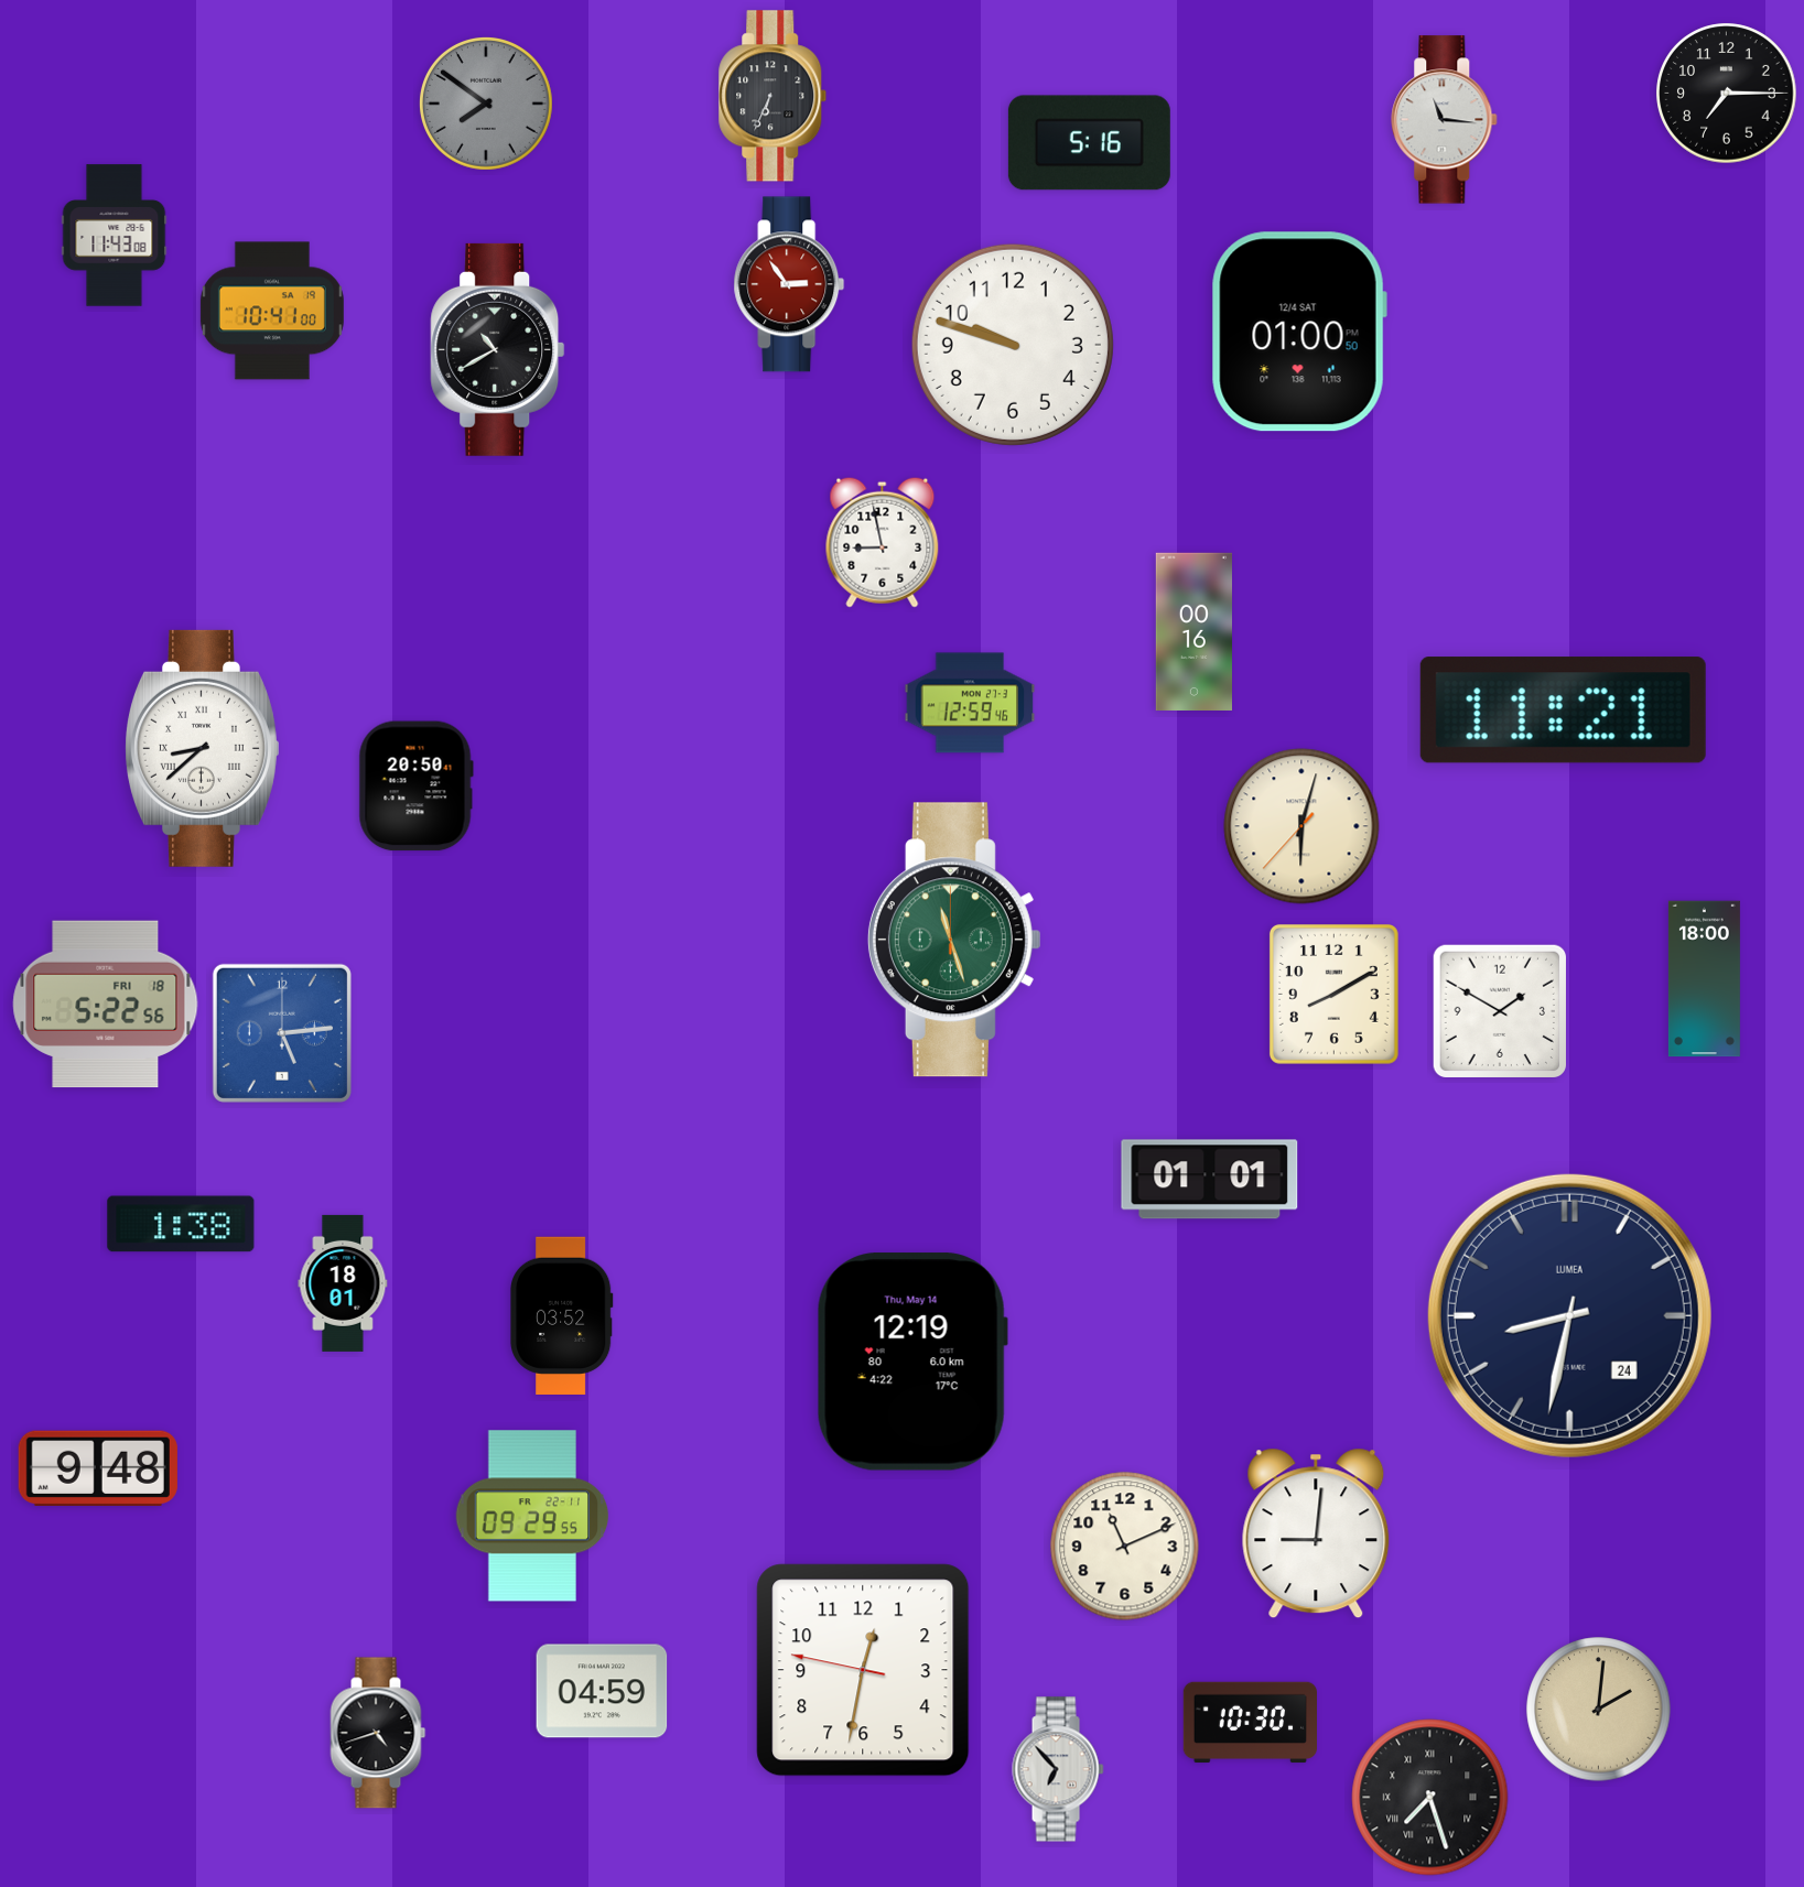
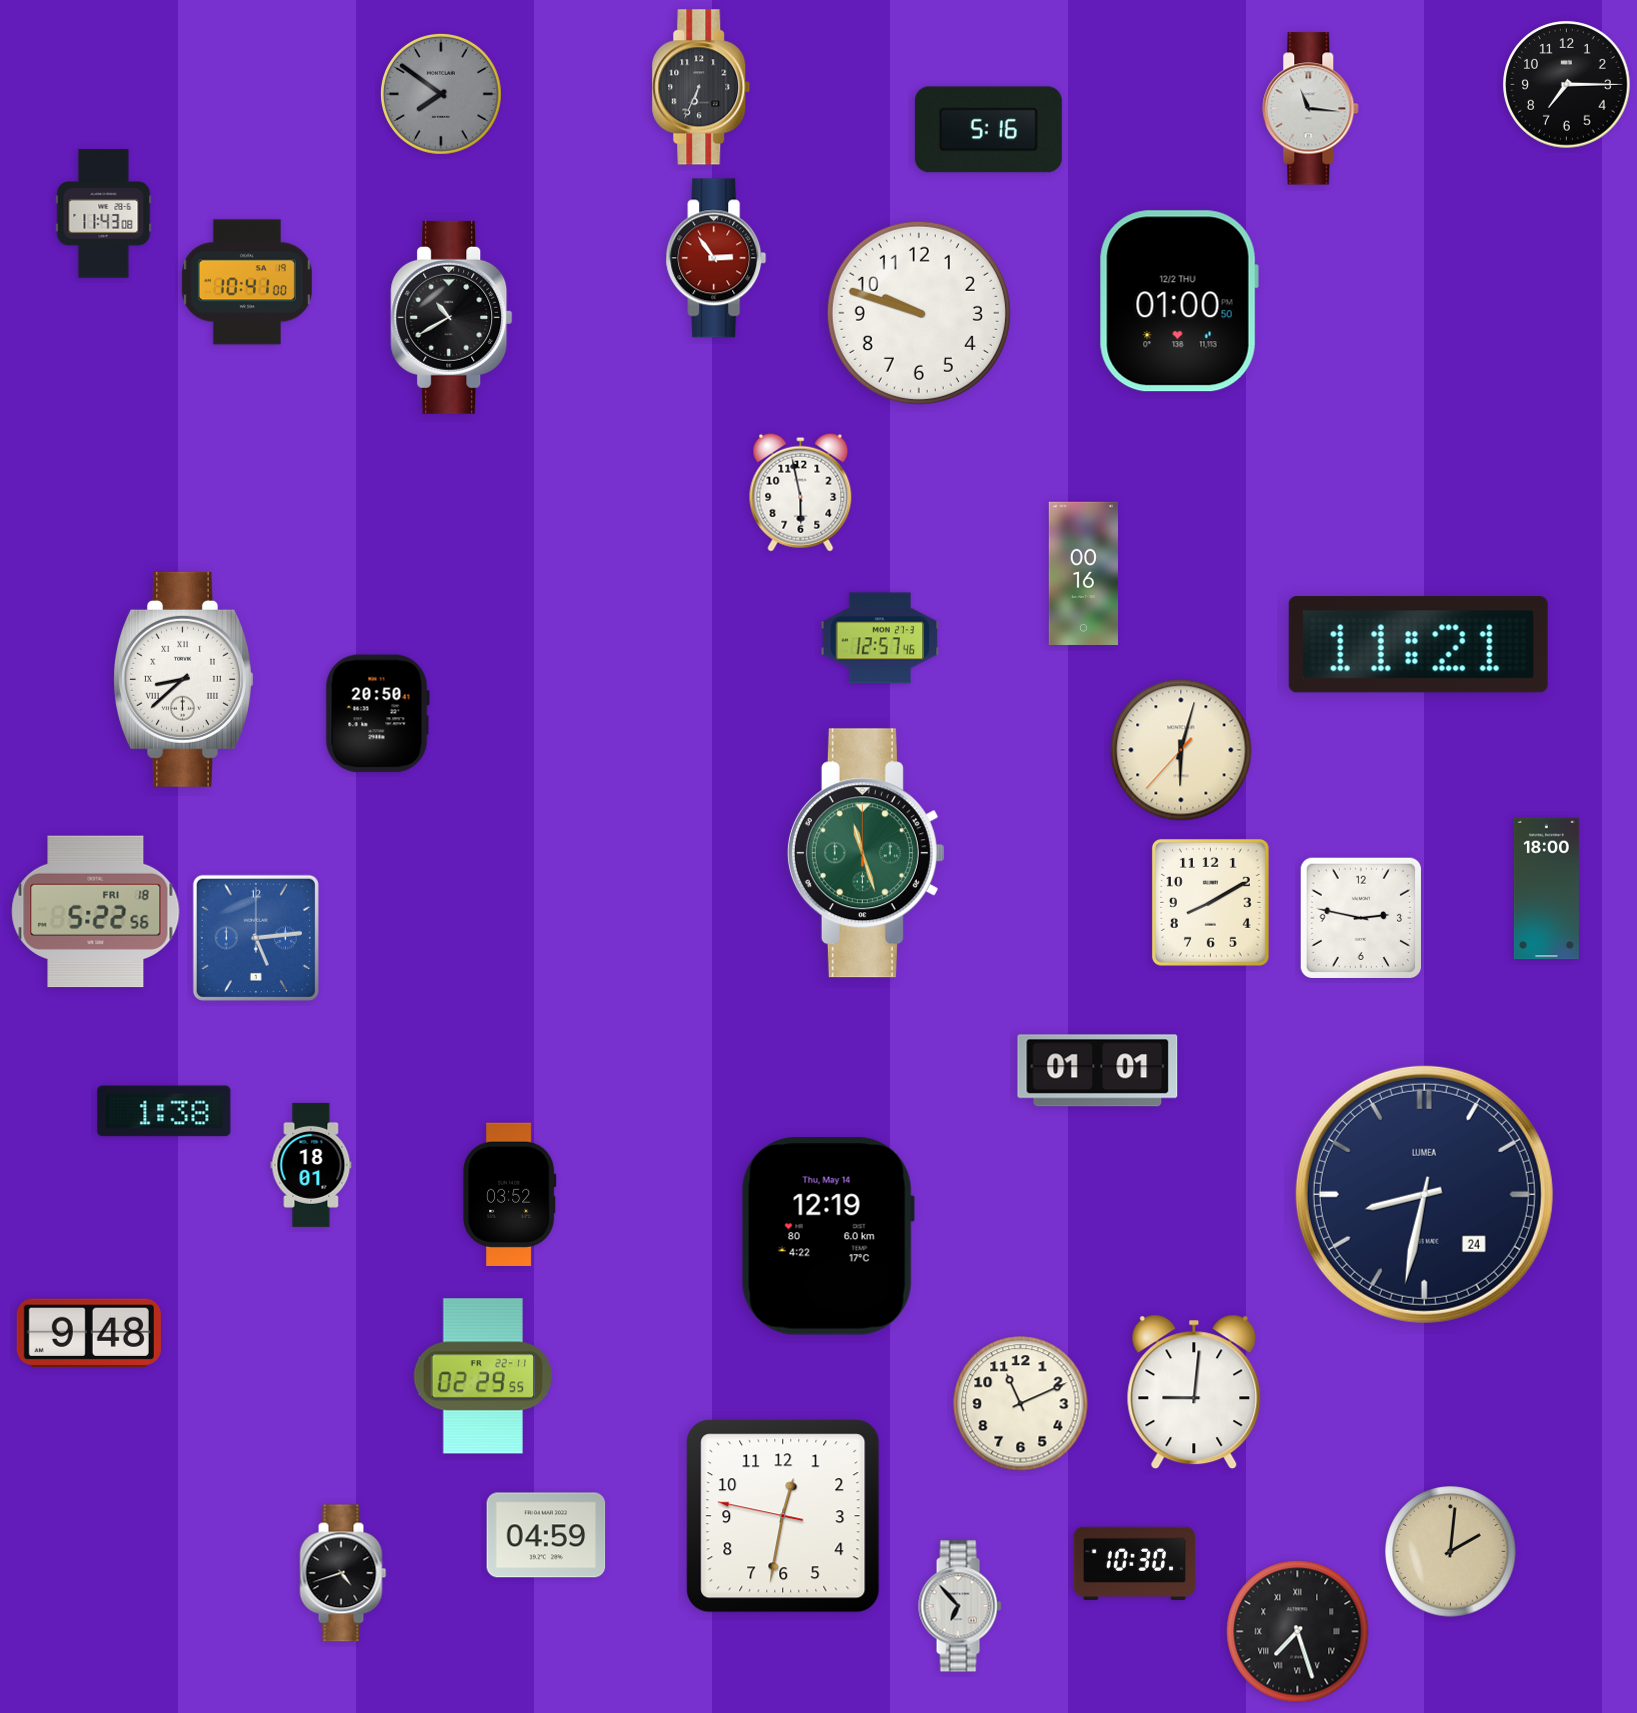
clock at (1299, 332) date: 12/4 SAT -> 12/2 THU
clock at (883, 542): 8:58 -> 5:58
clock at (970, 703): 12:59 -> 12:57
clock at (1499, 1010): 1:50 -> 2:47
clock at (532, 1516): 09:29 -> 02:29
